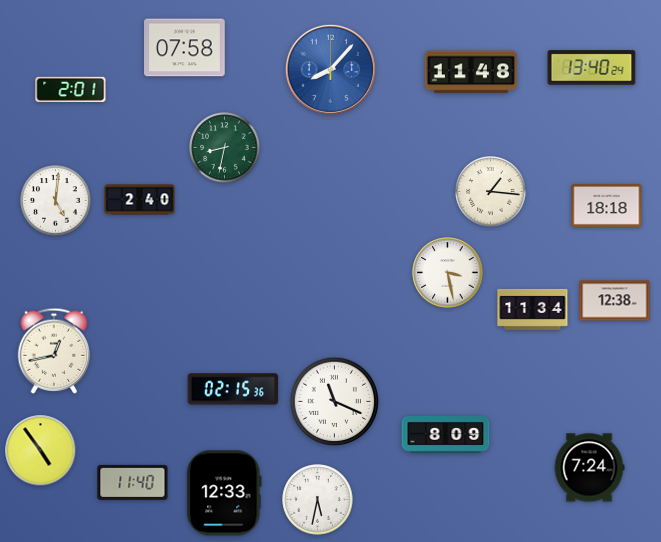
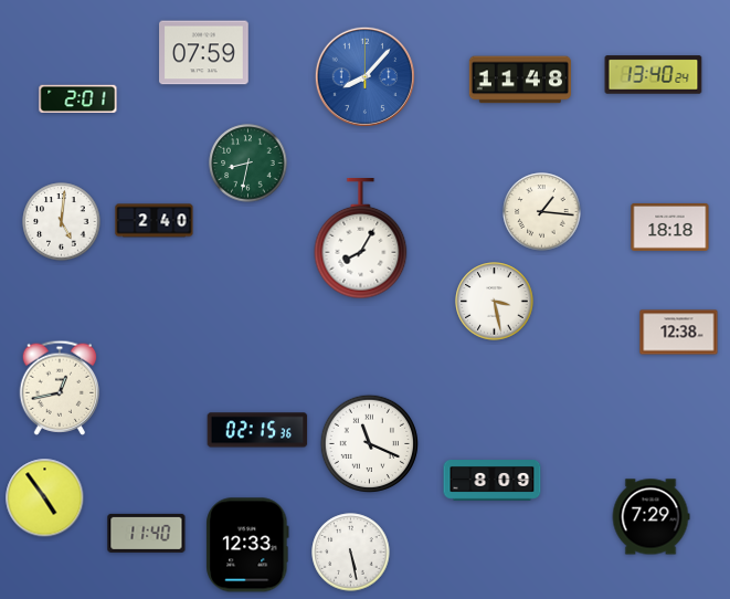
clock at (185, 48): 07:58 -> 07:59
clock at (361, 240): none -> 8:05
clock at (533, 309): 11:34 -> none
clock at (589, 468): 7:24 -> 7:29
clock at (318, 500): 5:32 -> 5:28
